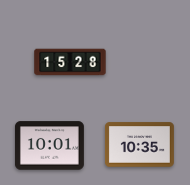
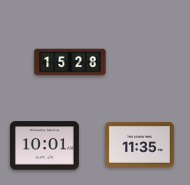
clock at (139, 145): 10:35 -> 11:35
clock at (49, 146) position: (49, 146) -> (44, 146)
